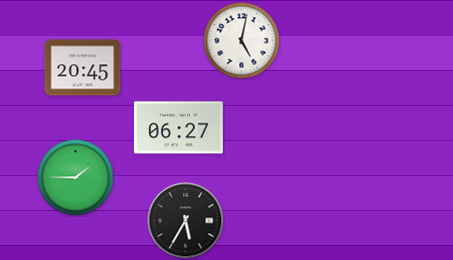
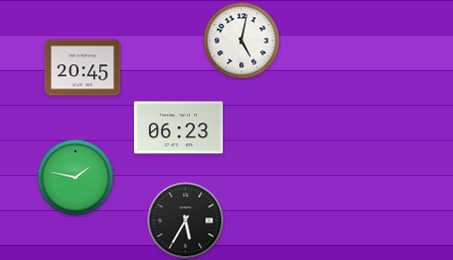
clock at (179, 128): 06:27 -> 06:23
clock at (76, 178): 1:45 -> 1:47
